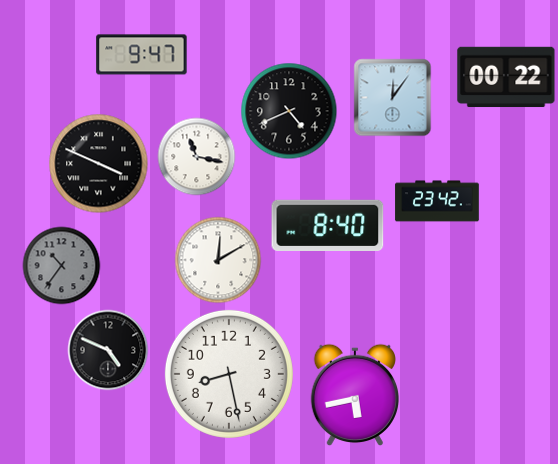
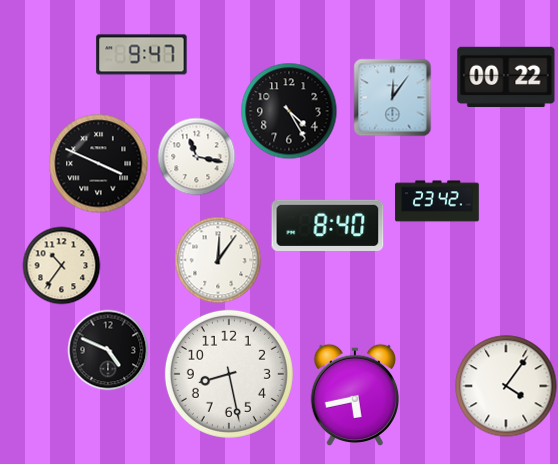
clock at (289, 111): 4:41 -> 4:25
clock at (218, 260): 12:10 -> 12:06
clock at (61, 265) dial: grey -> cream
clock at (506, 386): none -> 4:06
